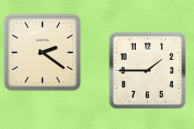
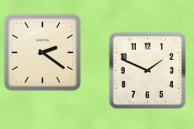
clock at (147, 70): 1:45 -> 1:49
